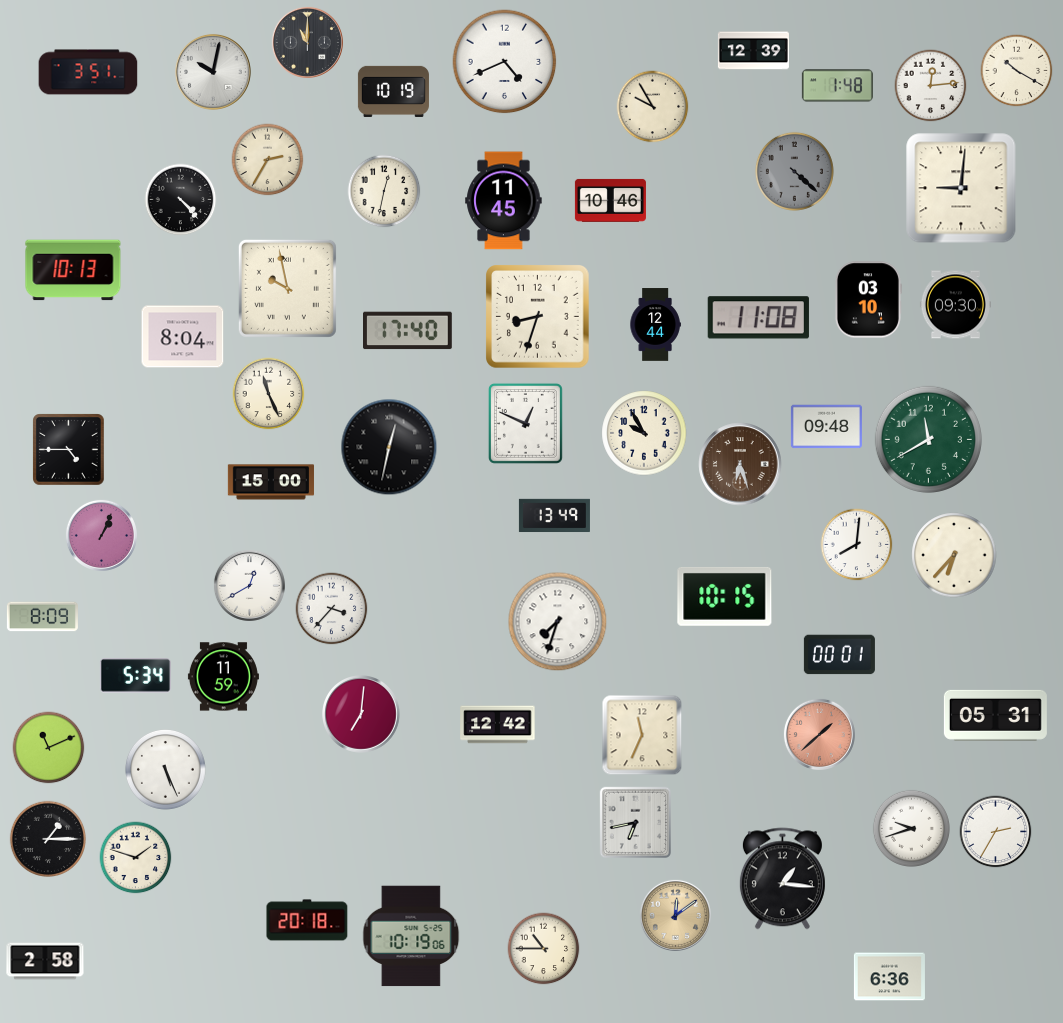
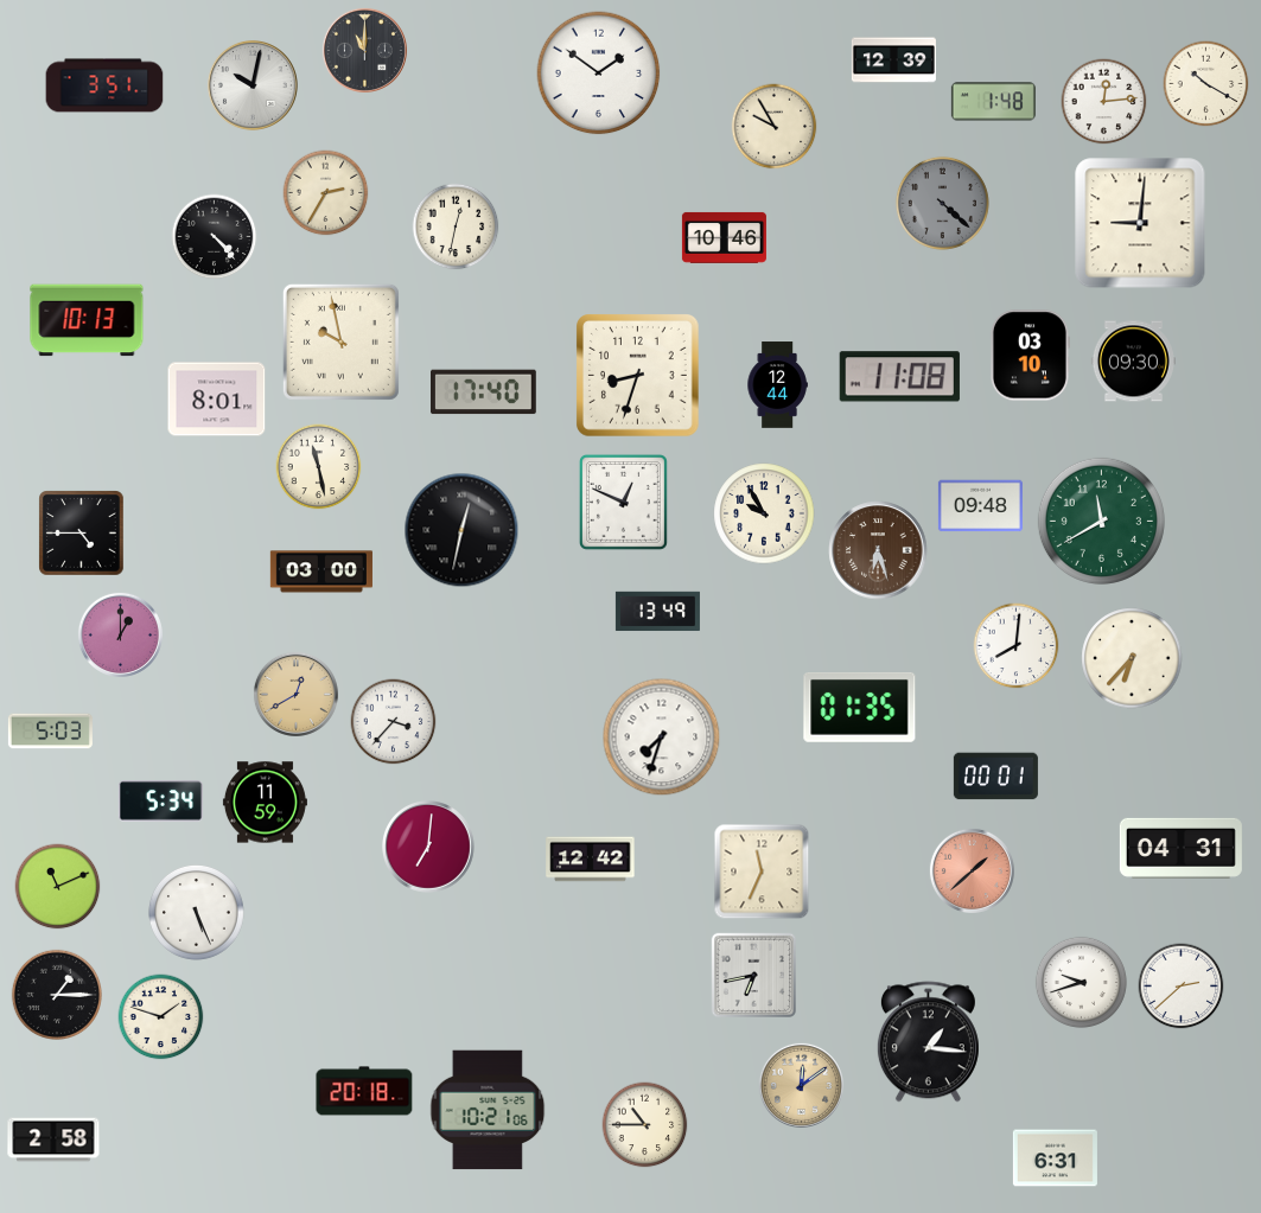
clock at (505, 62): 4:41 -> 1:51
clock at (393, 91): 10:19 -> none
clock at (268, 160) position: (268, 160) -> (326, 193)
clock at (504, 201): 11:45 -> none
clock at (183, 337): 8:04 -> 8:01
clock at (269, 394): 11:26 -> 11:28
clock at (271, 482): 15:00 -> 03:00
clock at (101, 535): 1:04 -> 1:00
clock at (249, 585) dial: white -> champagne
clock at (725, 596): 10:15 -> 01:35
clock at (42, 617): 8:09 -> 5:03
clock at (995, 715): 05:31 -> 04:31
clock at (996, 832): 2:35 -> 2:38
clock at (411, 936): 10:19 -> 10:21
clock at (889, 977): 6:36 -> 6:31
